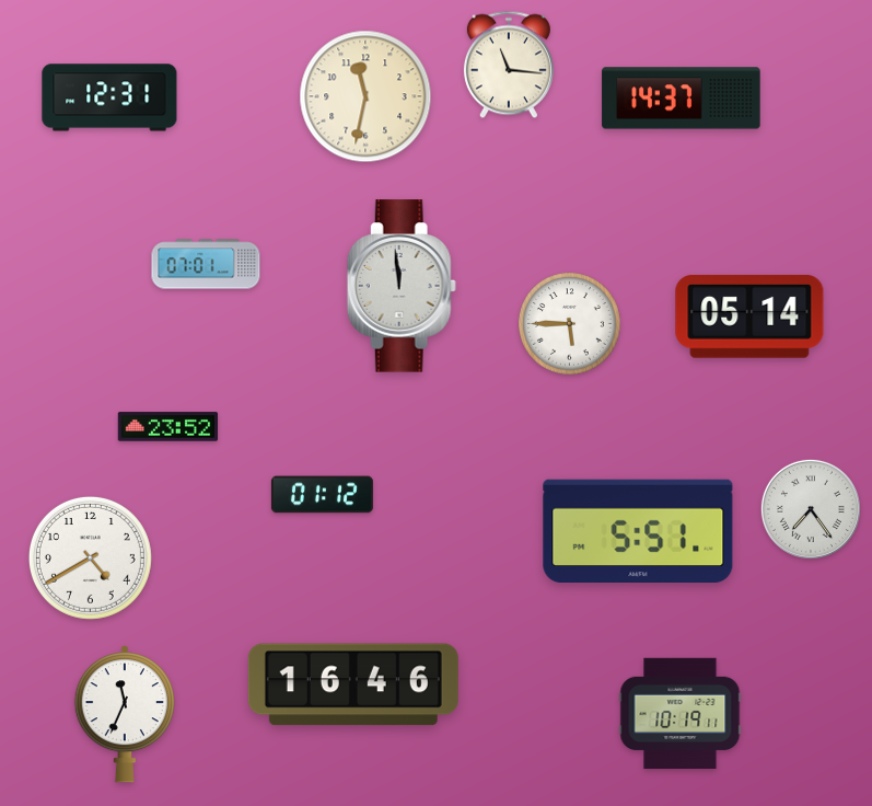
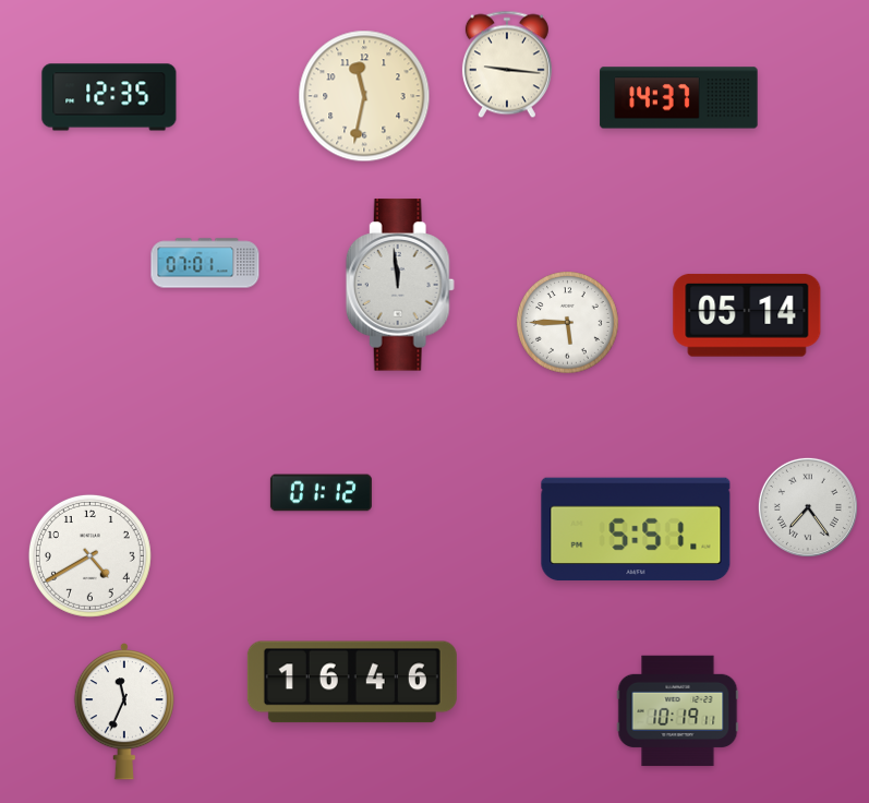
clock at (509, 65): 11:16 -> 9:16
clock at (109, 97): 12:31 -> 12:35
clock at (168, 427): 23:52 -> none
